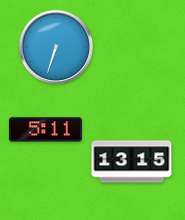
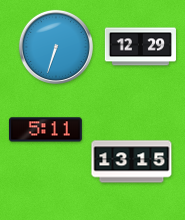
clock at (140, 47): none -> 12:29
